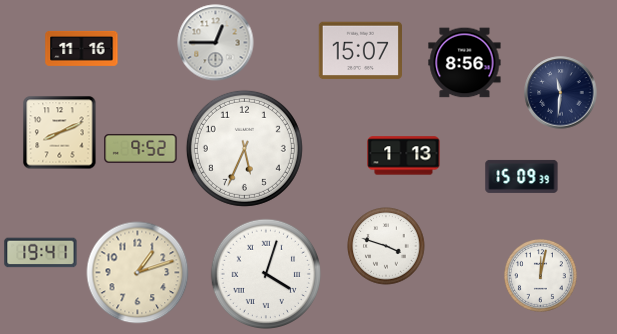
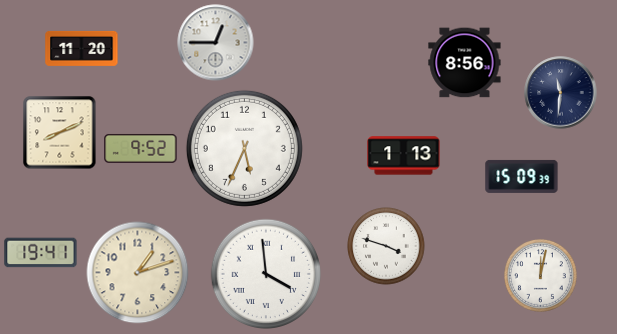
clock at (82, 48): 11:16 -> 11:20
clock at (360, 51): 15:07 -> none
clock at (266, 274): 4:03 -> 3:59
